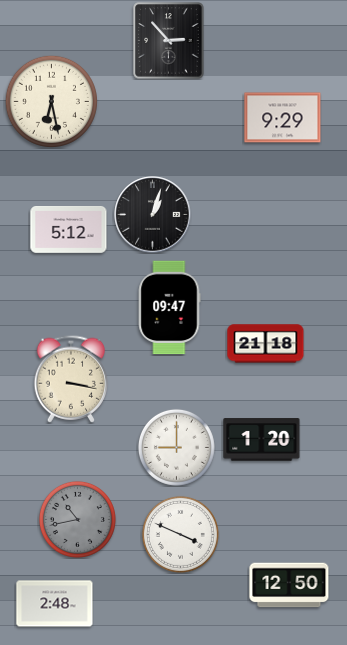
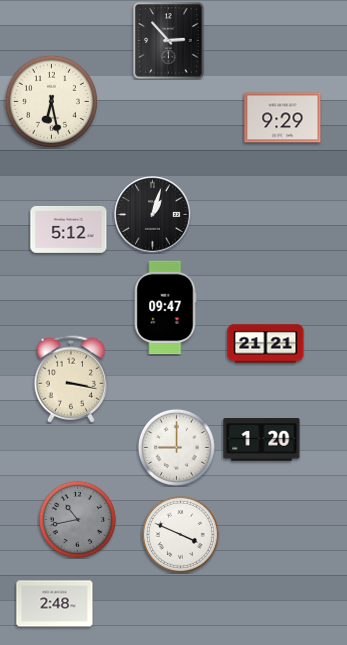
clock at (169, 308) position: (169, 308) -> (165, 308)
clock at (266, 344): 21:18 -> 21:21
clock at (289, 585): 12:50 -> none
